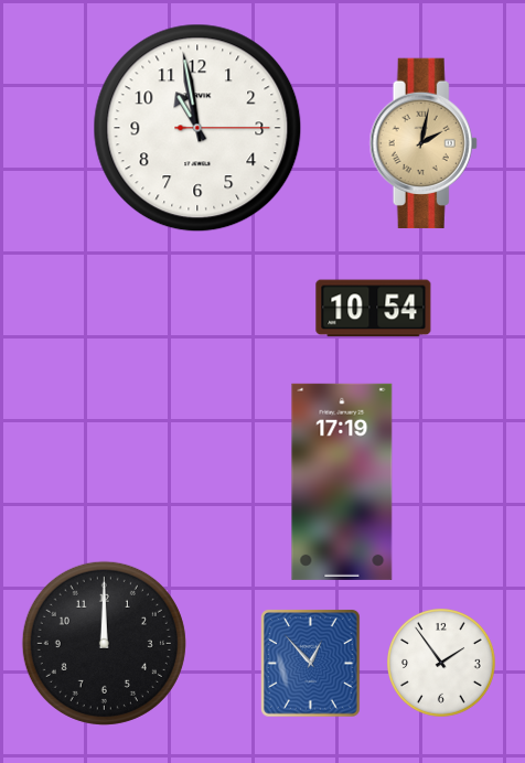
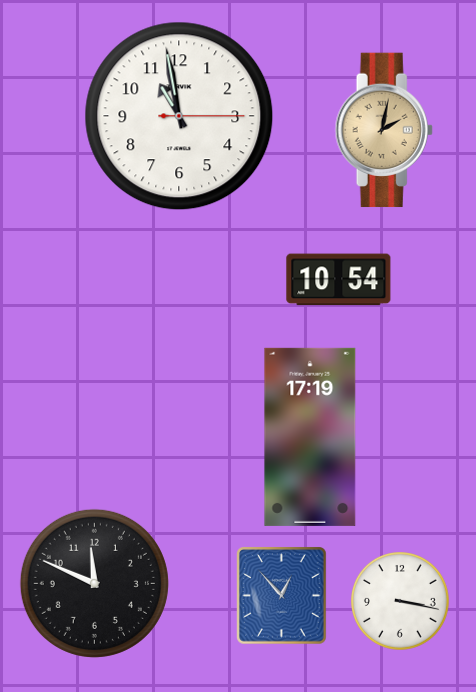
clock at (104, 643): 12:00 -> 11:49
clock at (311, 664) position: (311, 664) -> (282, 596)
clock at (442, 664): 1:54 -> 3:17
